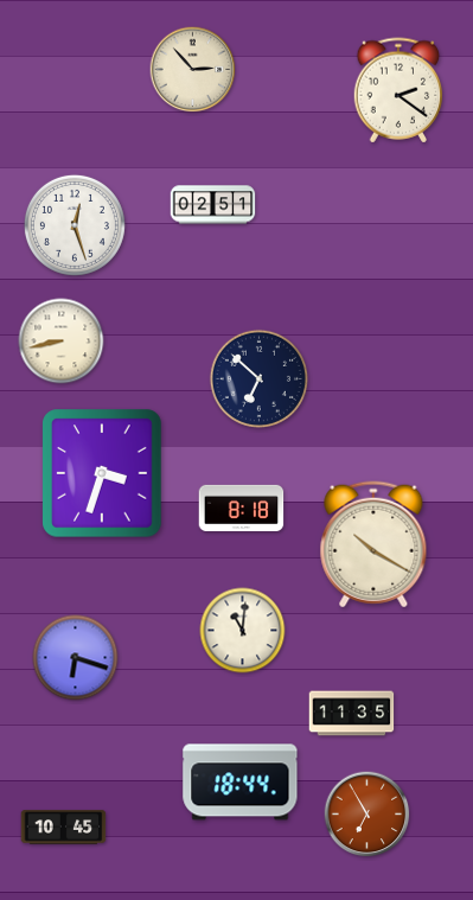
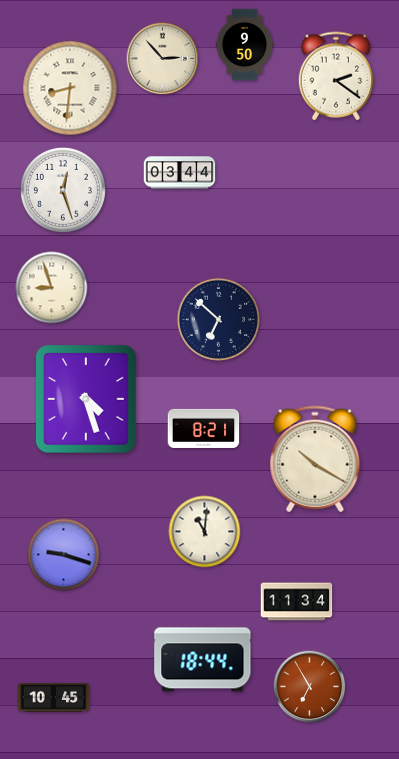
clock at (245, 45): none -> 9:50
clock at (70, 88): none -> 8:31
clock at (213, 205): 02:51 -> 03:44
clock at (62, 342): 8:43 -> 8:57
clock at (102, 473): 3:33 -> 4:27
clock at (242, 508): 8:18 -> 8:21
clock at (76, 658): 6:18 -> 9:18
clock at (352, 714): 11:35 -> 11:34
